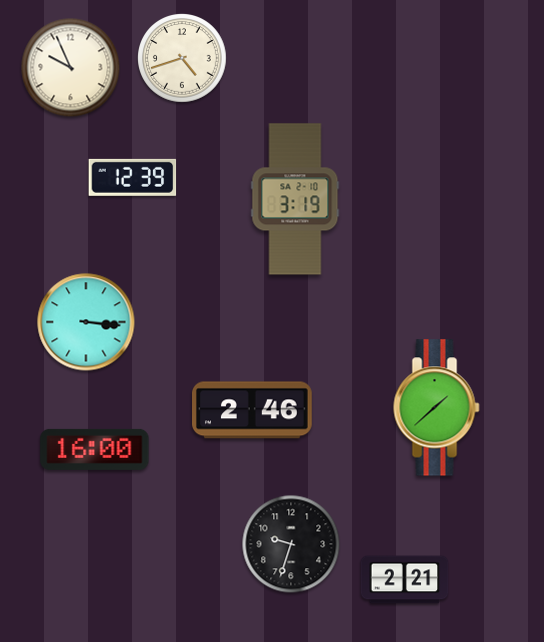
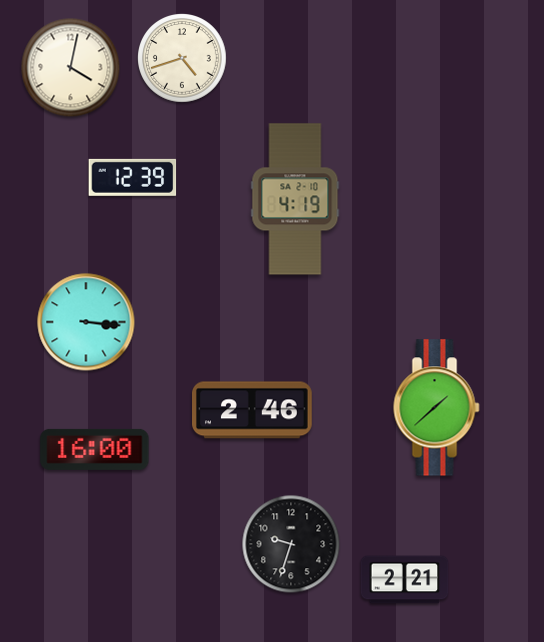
clock at (71, 68): 9:56 -> 4:02
clock at (295, 199): 3:19 -> 4:19
